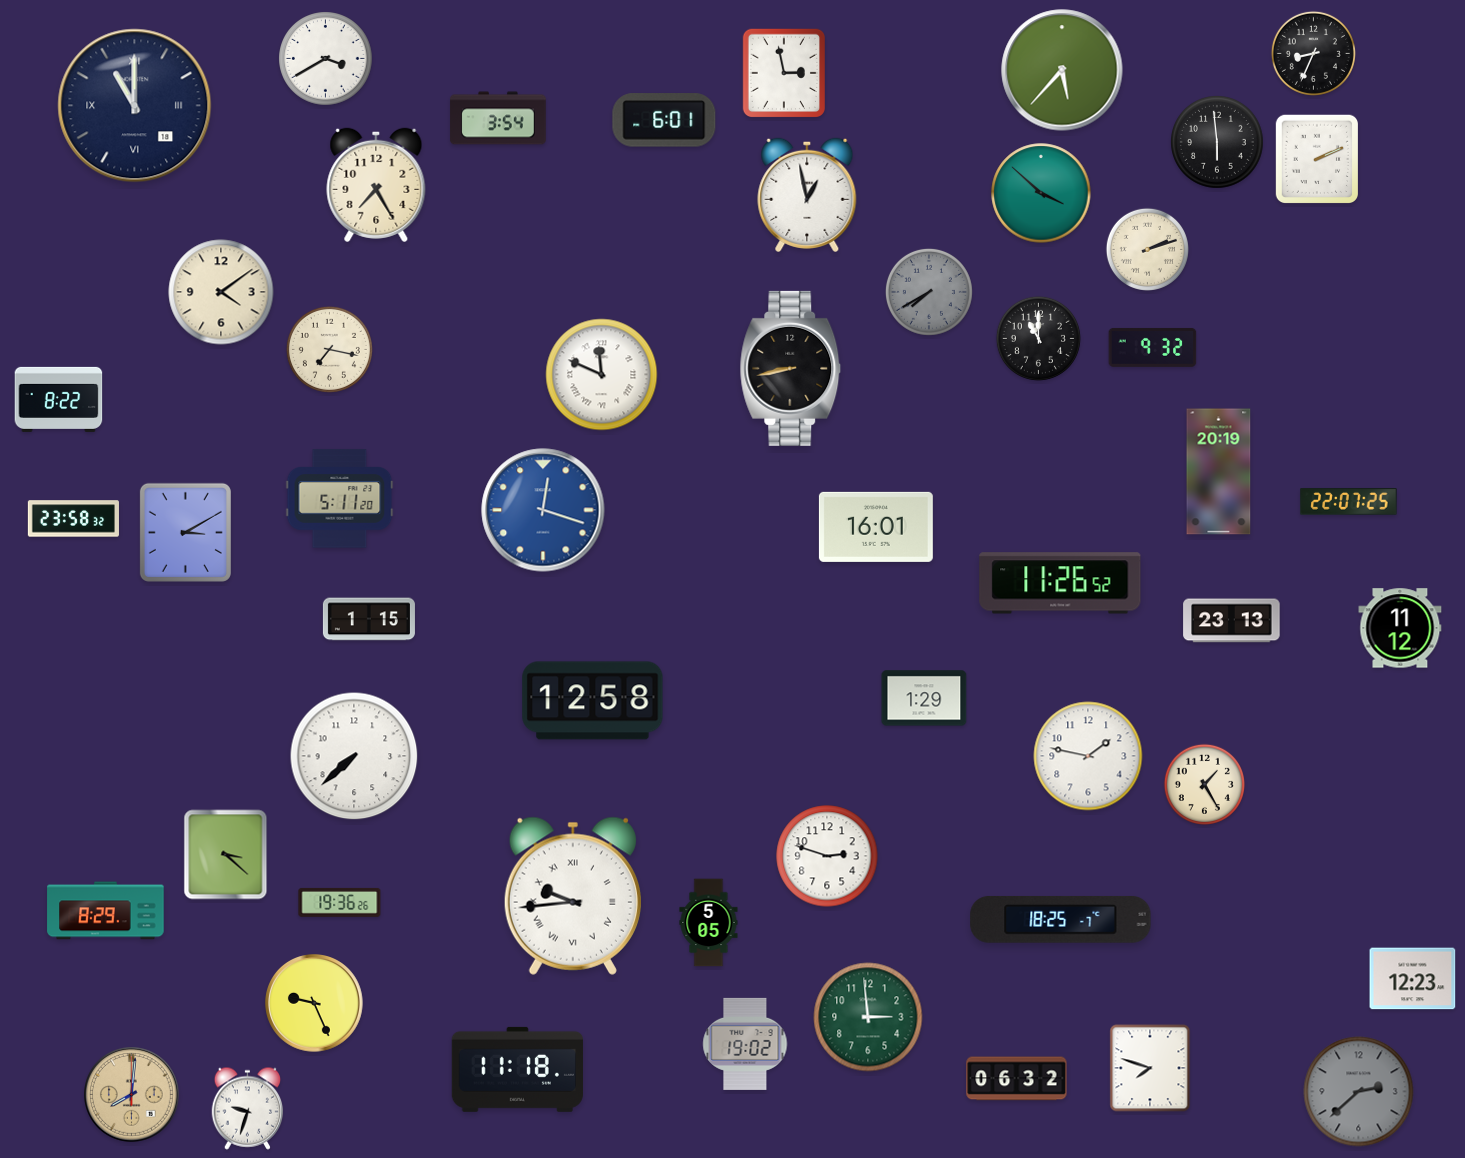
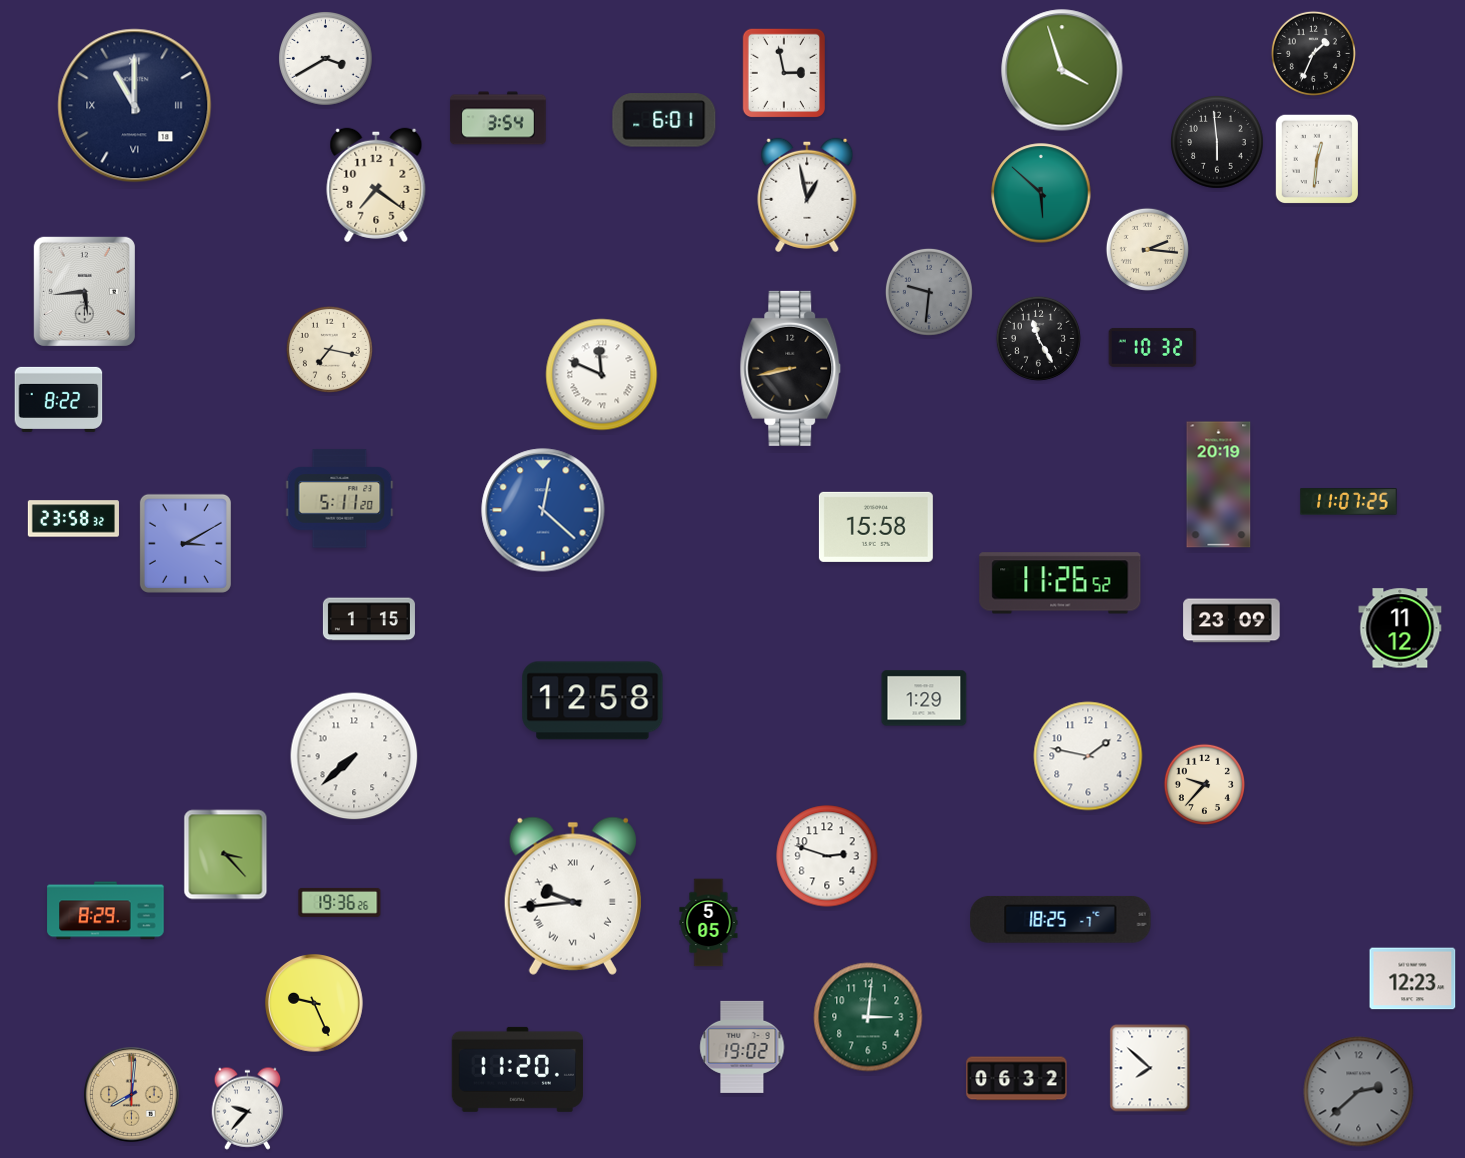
clock at (1313, 53): 8:34 -> 1:34
clock at (1062, 70): 5:37 -> 3:57
clock at (1316, 158): 2:11 -> 12:31
clock at (376, 185): 7:25 -> 7:21
clock at (1041, 193): 3:52 -> 5:52
clock at (1147, 249): 2:12 -> 2:16
clock at (84, 291): none -> 5:44
clock at (221, 292): 4:09 -> none
clock at (929, 292): 7:40 -> 9:31
clock at (1038, 338): 11:00 -> 11:25
clock at (1153, 347): 9:32 -> 10:32
clock at (1219, 472) position: (1219, 472) -> (1219, 485)
clock at (1349, 502): 22:07 -> 11:07
clock at (543, 510): 12:18 -> 12:22
clock at (876, 527): 16:01 -> 15:58
clock at (185, 532) position: (185, 532) -> (185, 543)
clock at (1232, 621): 23:13 -> 23:09
clock at (1204, 784): 1:25 -> 9:37
clock at (226, 855): 3:22 -> 3:23
clock at (868, 1017): 2:59 -> 3:01
clock at (745, 1044) position: (745, 1044) -> (742, 1047)
clock at (1150, 1068): 7:48 -> 7:52
clock at (517, 1069): 11:18 -> 11:20
clock at (248, 1108): 9:33 -> 9:37
